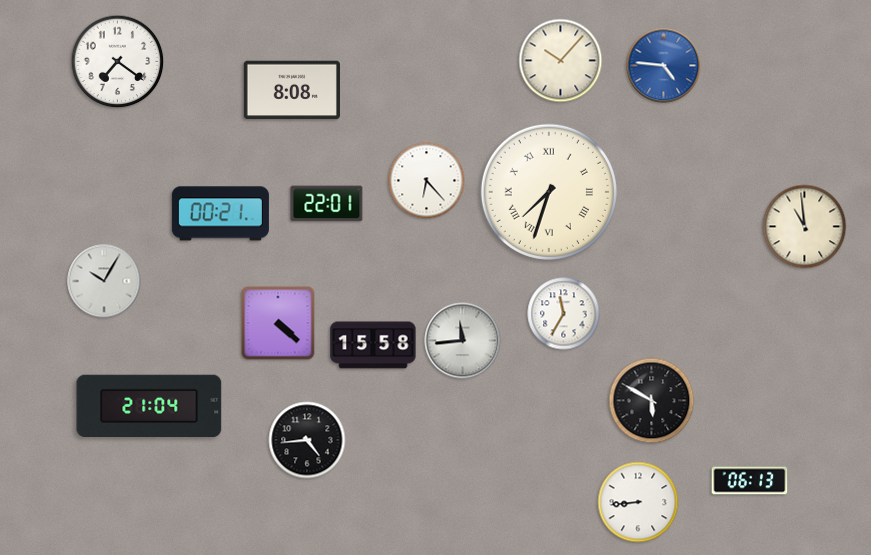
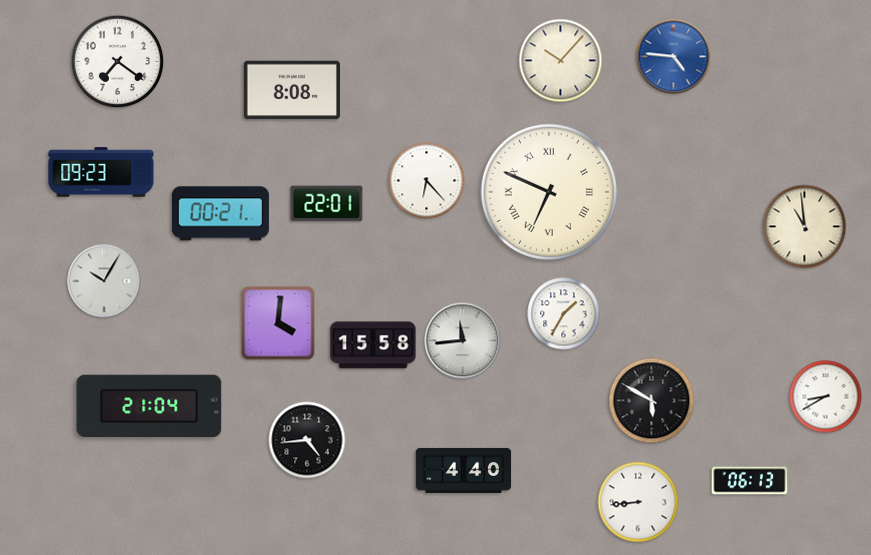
clock at (664, 66) position: (664, 66) -> (674, 57)
clock at (101, 172): none -> 09:23
clock at (549, 192): 7:33 -> 6:49
clock at (564, 314): 11:35 -> 1:35
clock at (278, 323): 4:22 -> 4:01
clock at (826, 397): none -> 8:40
clock at (464, 470): none -> 4:40
